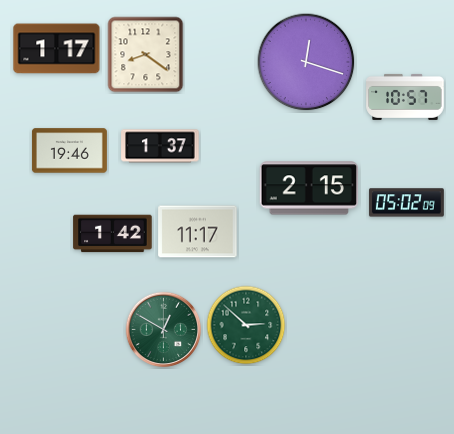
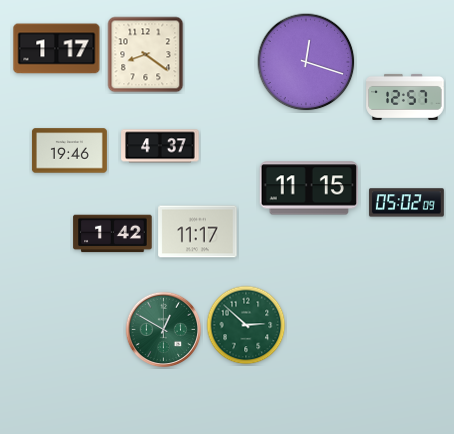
clock at (405, 97): 10:57 -> 12:57
clock at (160, 146): 1:37 -> 4:37
clock at (308, 188): 2:15 -> 11:15
